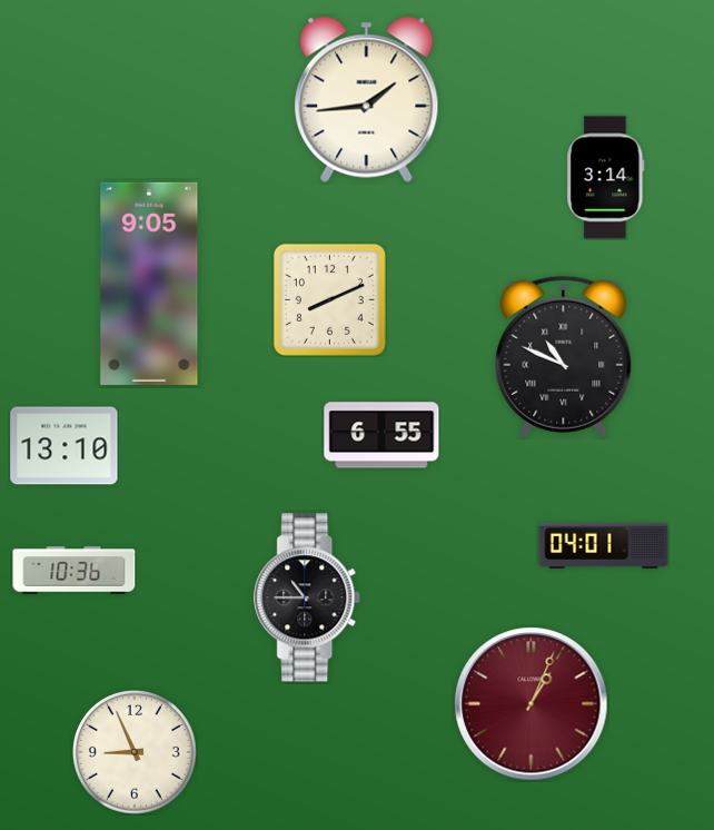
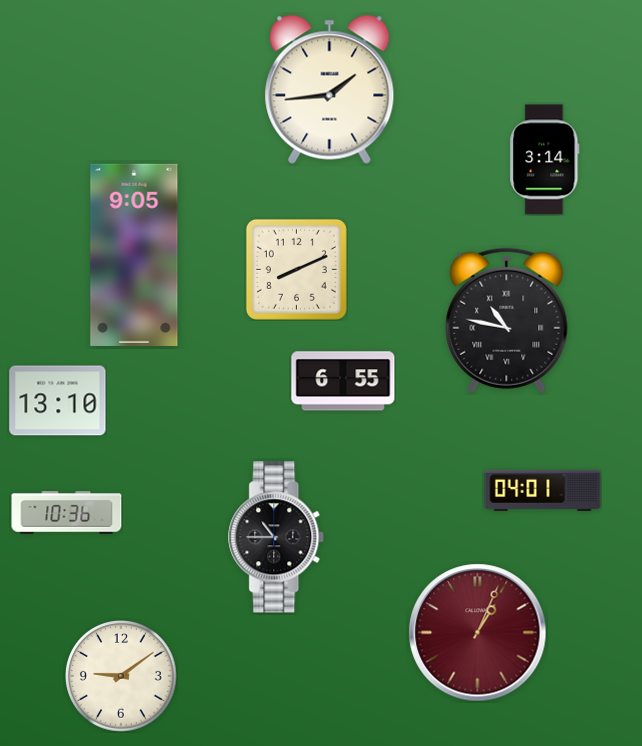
clock at (564, 356): 10:49 -> 10:47
clock at (381, 435) position: (381, 435) -> (343, 381)
clock at (136, 753): 8:56 -> 9:09
